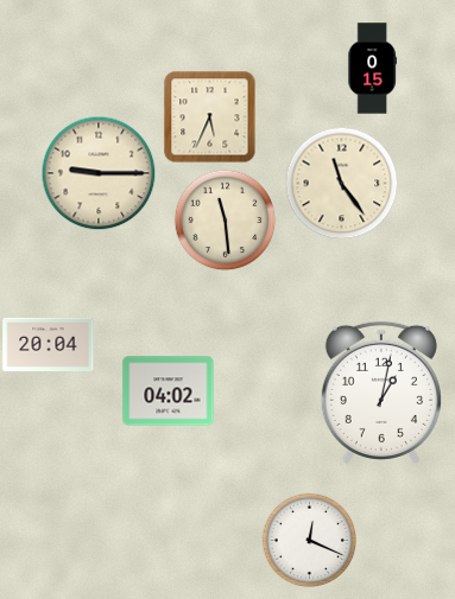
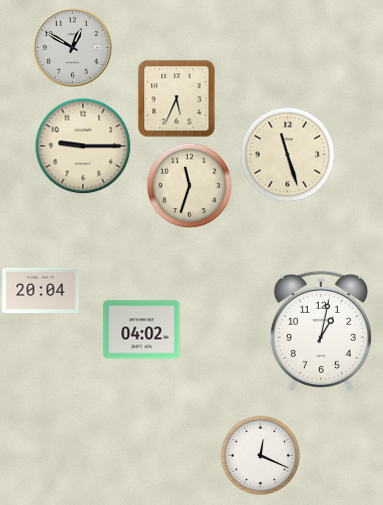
clock at (72, 47): none -> 12:50
clock at (372, 69): 0:15 -> none
clock at (341, 183): 11:24 -> 11:27
clock at (225, 219): 11:29 -> 11:33
